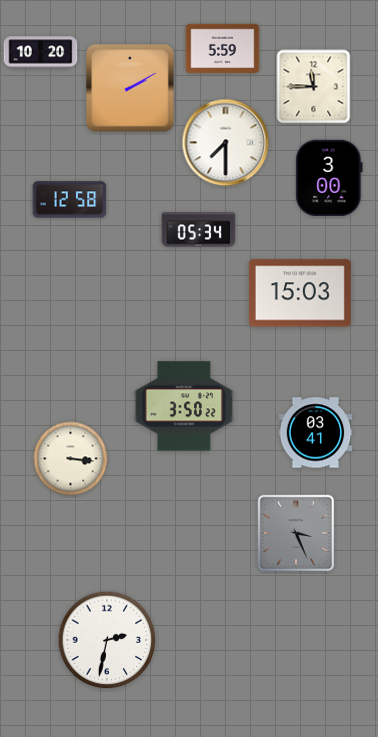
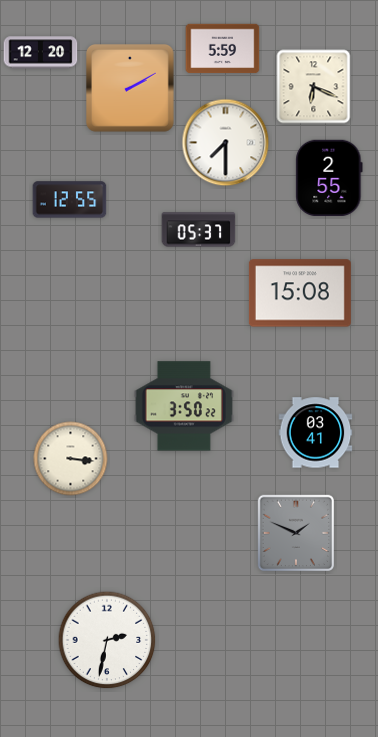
clock at (41, 53): 10:20 -> 12:20
clock at (314, 87): 11:45 -> 6:19
clock at (329, 177): 3:00 -> 2:55
clock at (70, 200): 12:58 -> 12:55
clock at (199, 230): 05:34 -> 05:37
clock at (300, 293): 15:03 -> 15:08
clock at (296, 533): 3:26 -> 1:49
